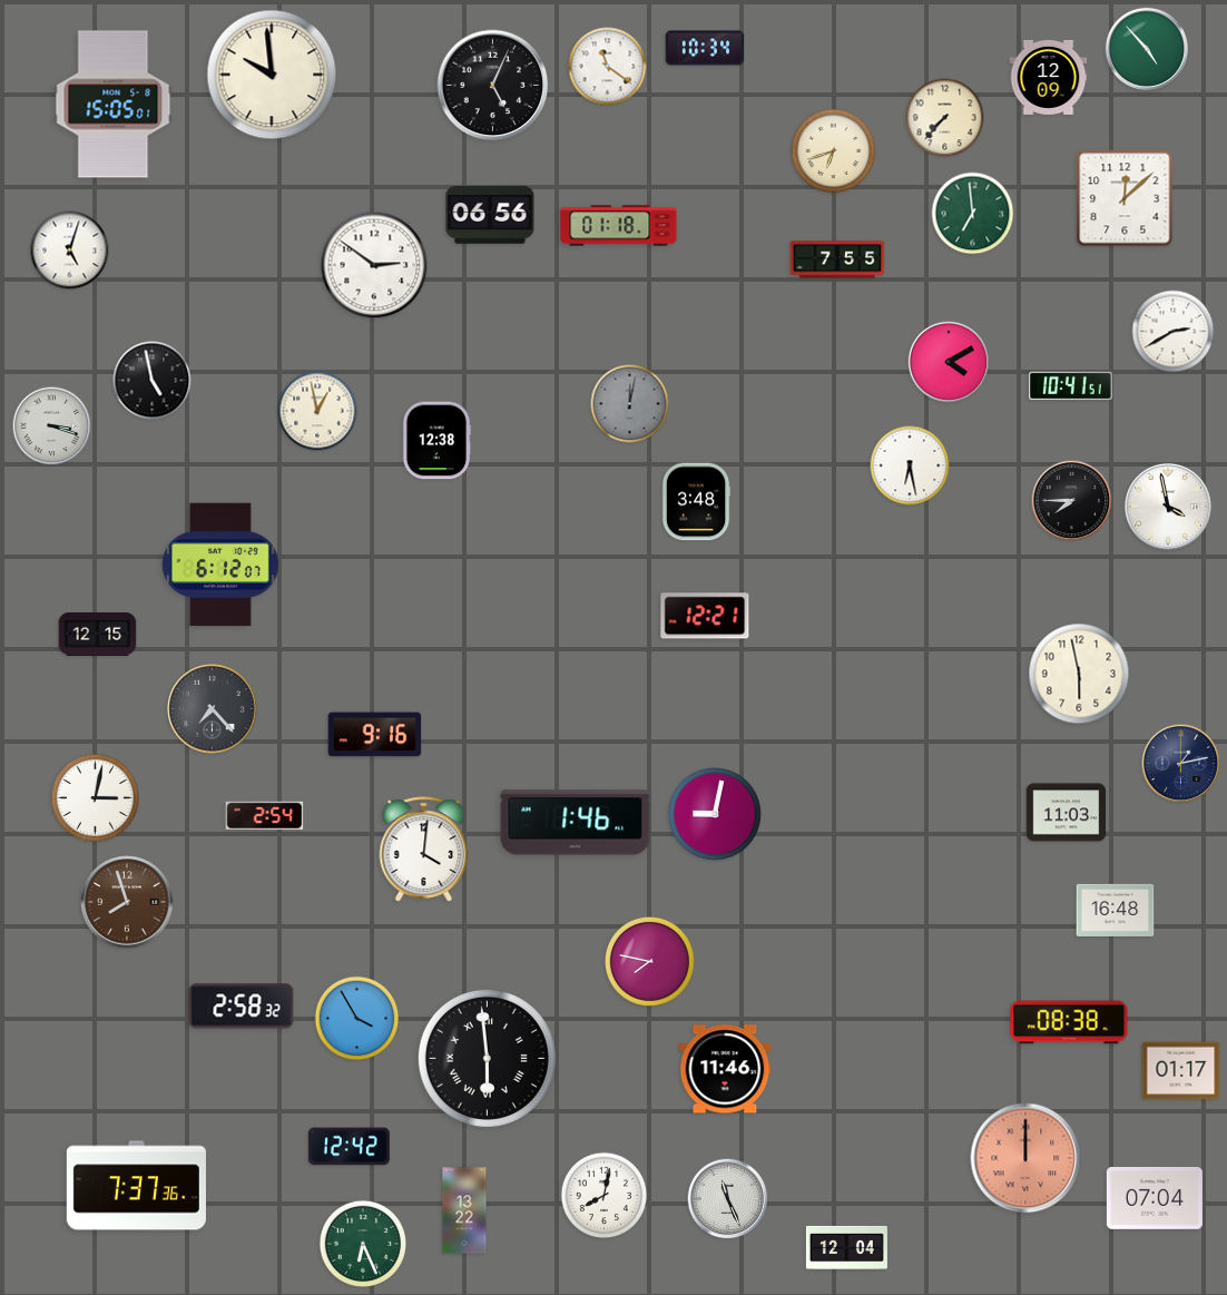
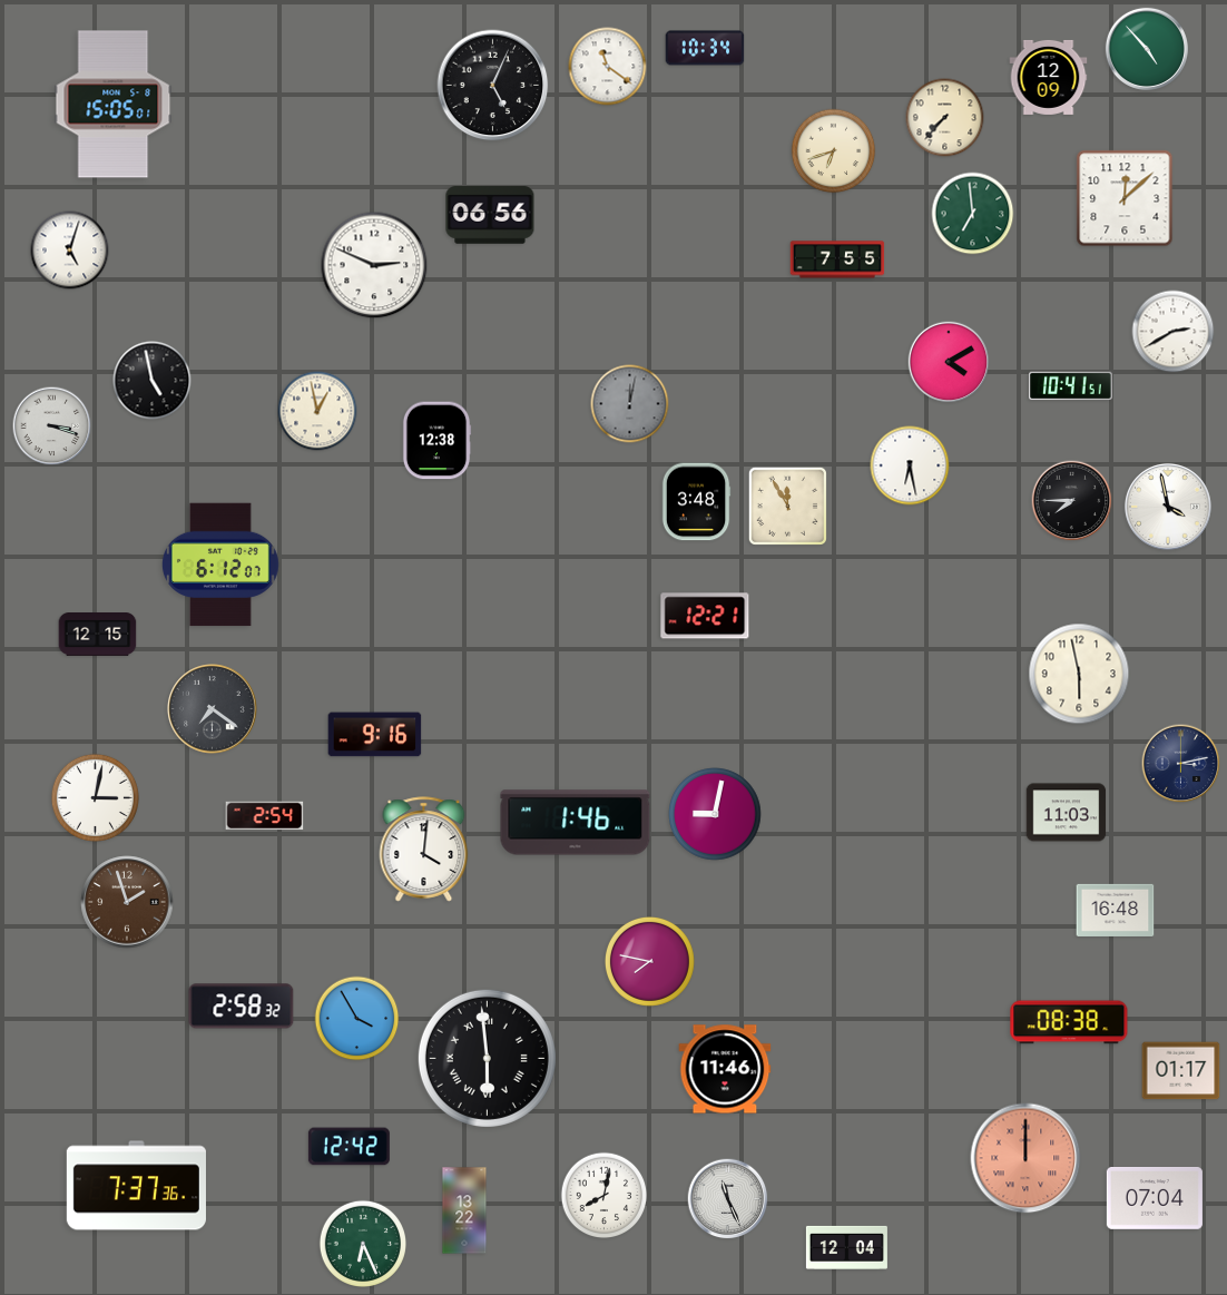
clock at (272, 75): 9:59 -> none
clock at (619, 226): 01:18 -> none
clock at (374, 265): 2:51 -> 2:49
clock at (787, 506): none -> 11:55
clock at (213, 709): 7:23 -> 7:21
clock at (1181, 764): 1:13 -> 3:13
clock at (127, 902): 7:57 -> 1:57
